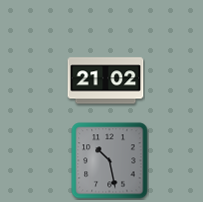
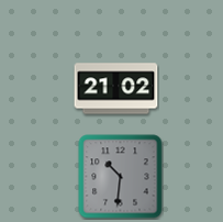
clock at (110, 161): 10:28 -> 10:31
